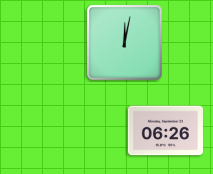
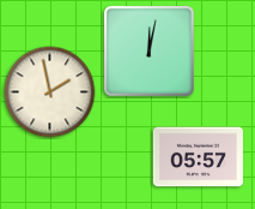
clock at (50, 92): none -> 1:58
clock at (165, 131): 06:26 -> 05:57
